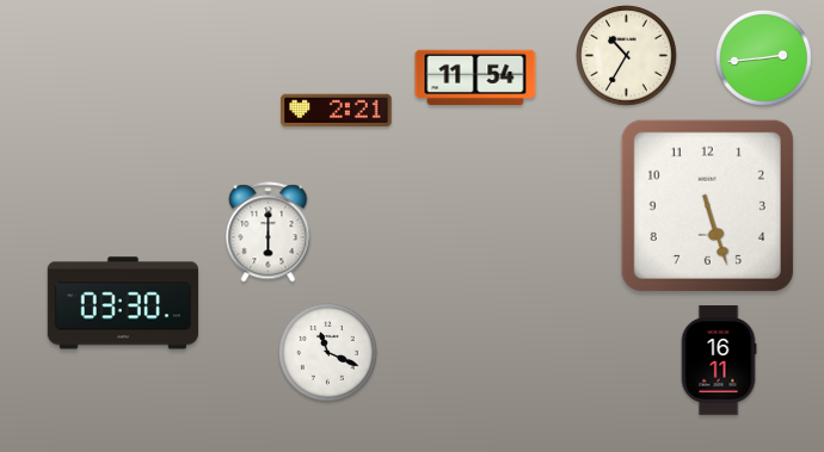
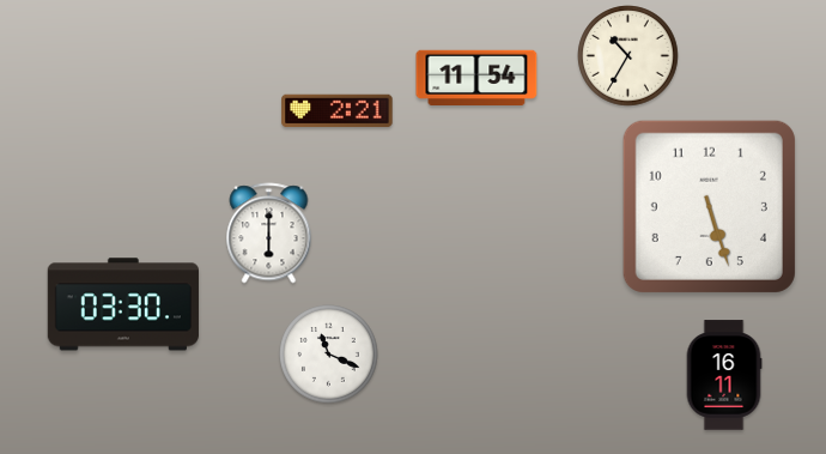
clock at (764, 58): 2:44 -> none
clock at (719, 360) position: (719, 360) -> (724, 375)
